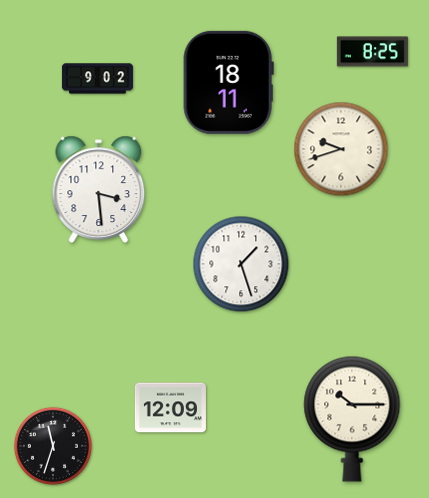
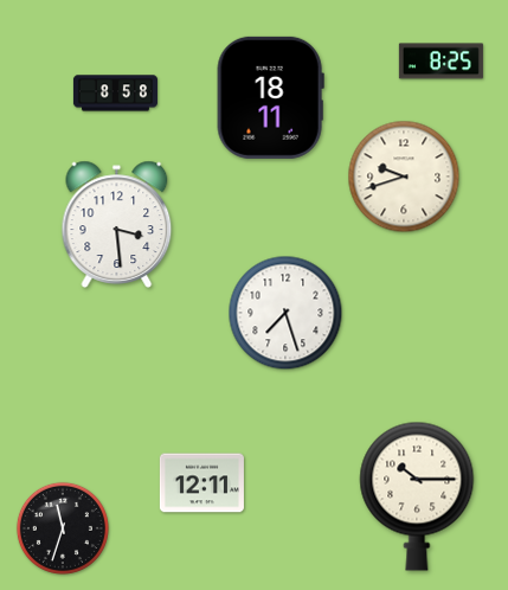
clock at (97, 79): 9:02 -> 8:58
clock at (241, 264): 1:27 -> 7:27
clock at (170, 408): 12:09 -> 12:11
